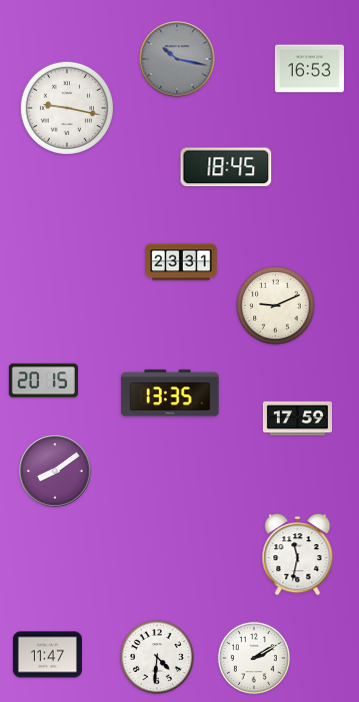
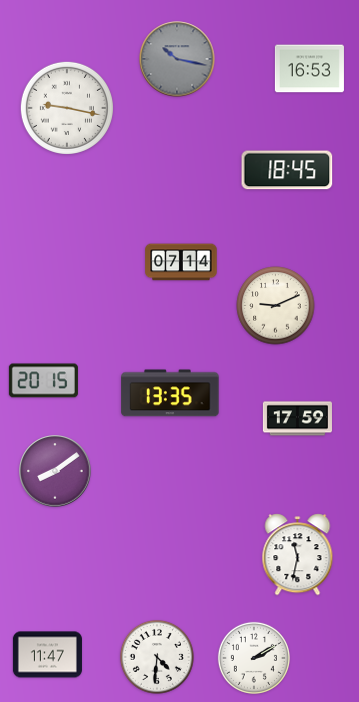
clock at (226, 167) position: (226, 167) -> (287, 170)
clock at (181, 262): 23:31 -> 07:14
